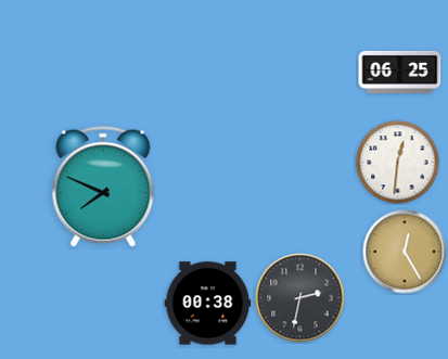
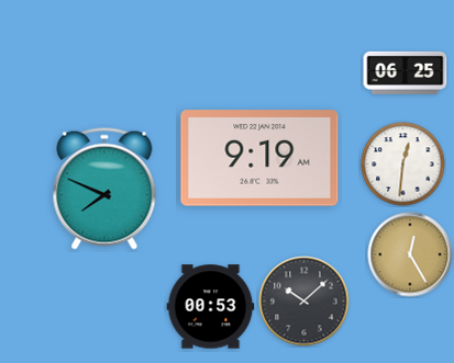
clock at (259, 158): none -> 9:19
clock at (300, 298): 2:32 -> 10:08
clock at (208, 304): 00:38 -> 00:53
